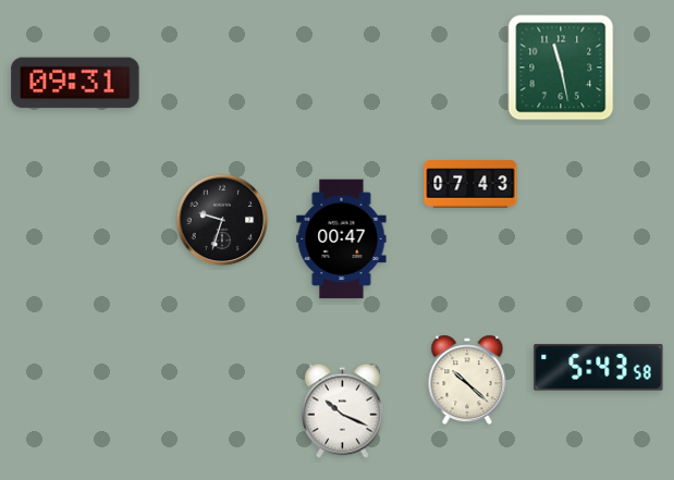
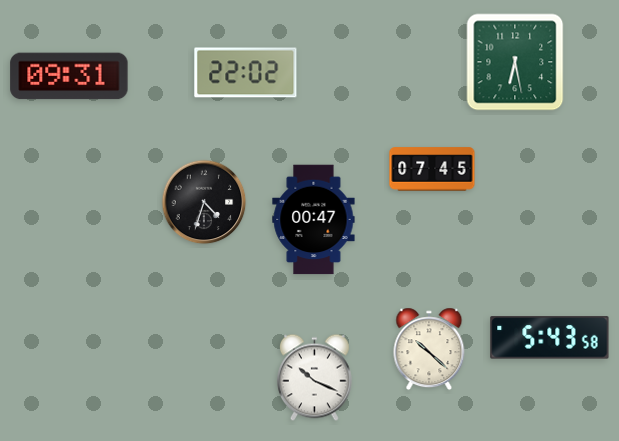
clock at (561, 67): 11:28 -> 6:28
clock at (246, 73): none -> 22:02
clock at (470, 184): 07:43 -> 07:45
clock at (222, 220): 9:33 -> 4:33
